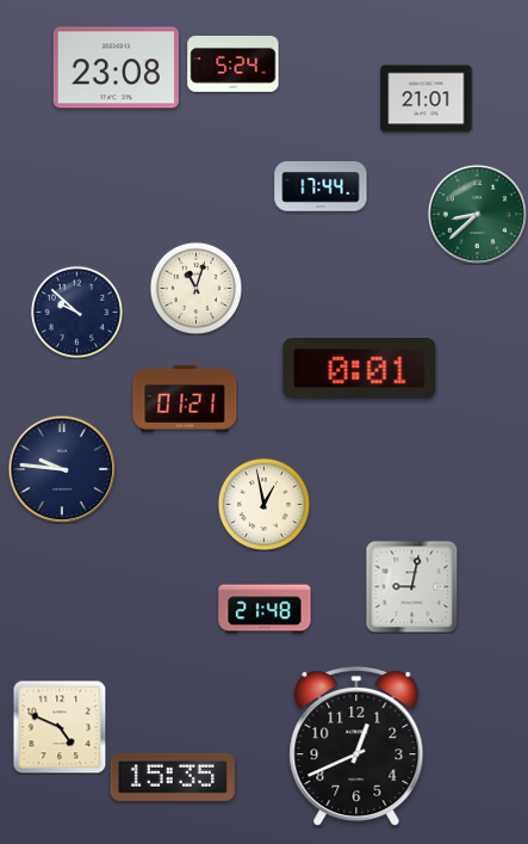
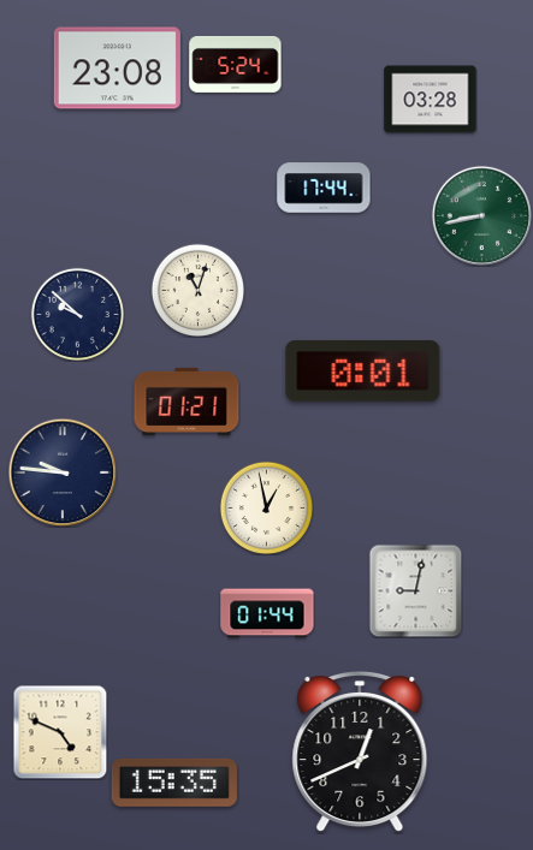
clock at (427, 99): 21:01 -> 03:28
clock at (477, 214): 8:38 -> 8:43
clock at (265, 609): 21:48 -> 01:44
